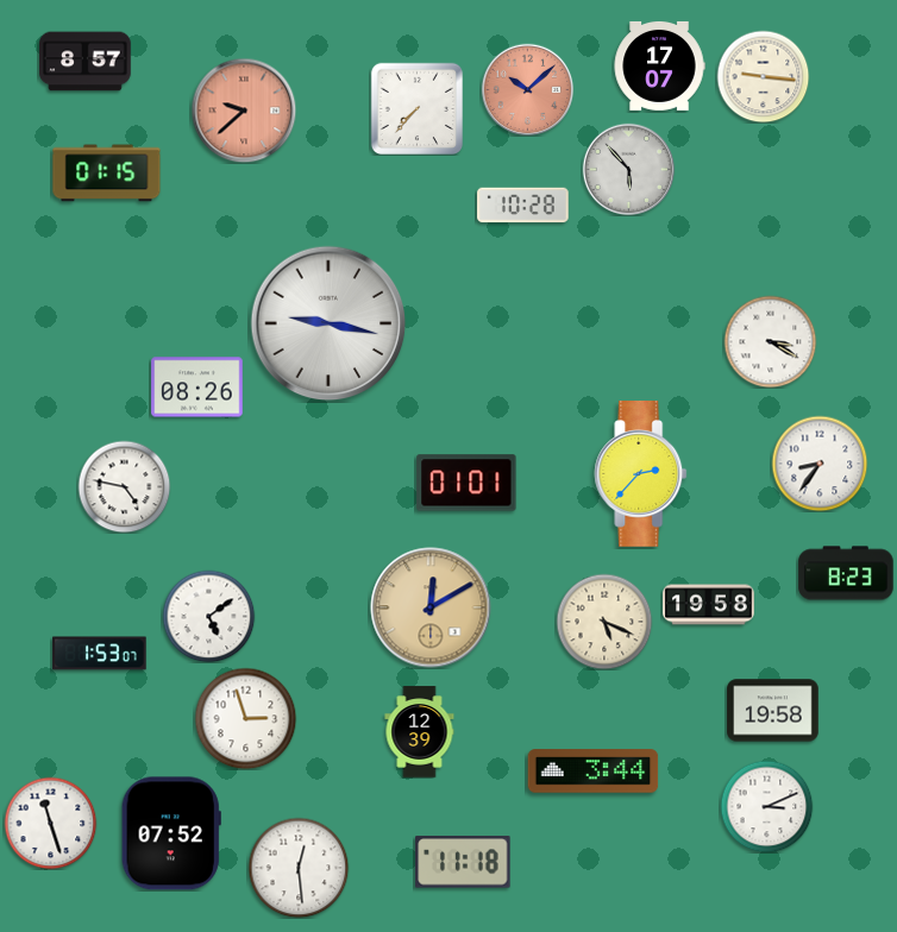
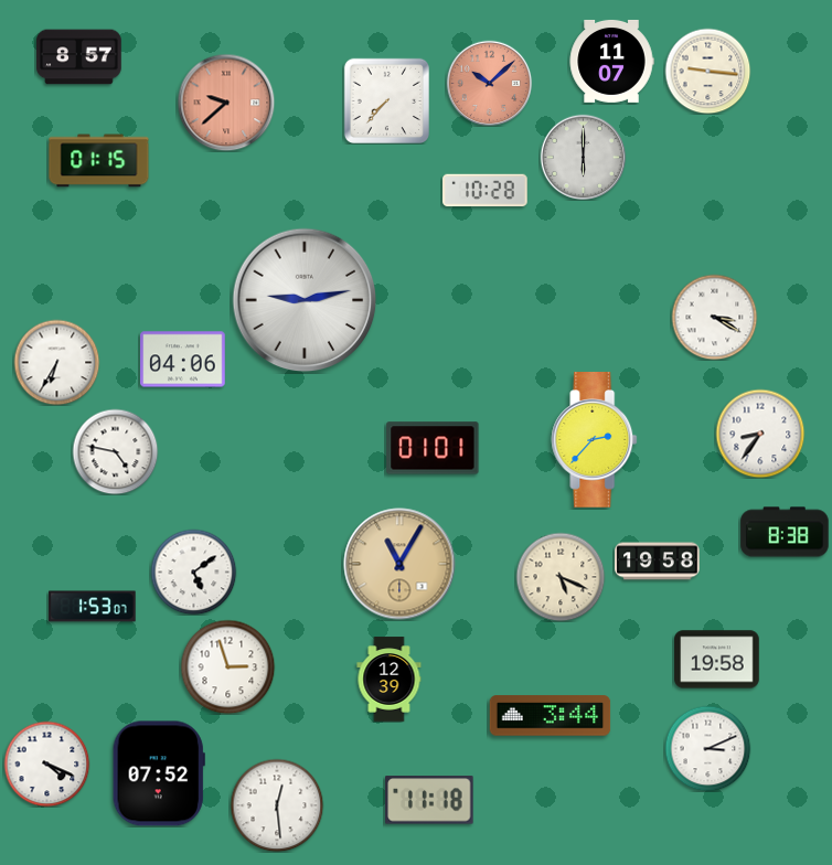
clock at (659, 65): 17:07 -> 11:07
clock at (628, 169): 5:53 -> 6:00
clock at (328, 323): 9:17 -> 9:13
clock at (197, 388): 08:26 -> 04:06
clock at (56, 362): none -> 6:35
clock at (820, 464) position: (820, 464) -> (760, 434)
clock at (846, 573): 8:23 -> 8:38
clock at (431, 607): 12:10 -> 11:05
clock at (766, 806) position: (766, 806) -> (707, 748)
clock at (50, 823): 11:27 -> 4:19
